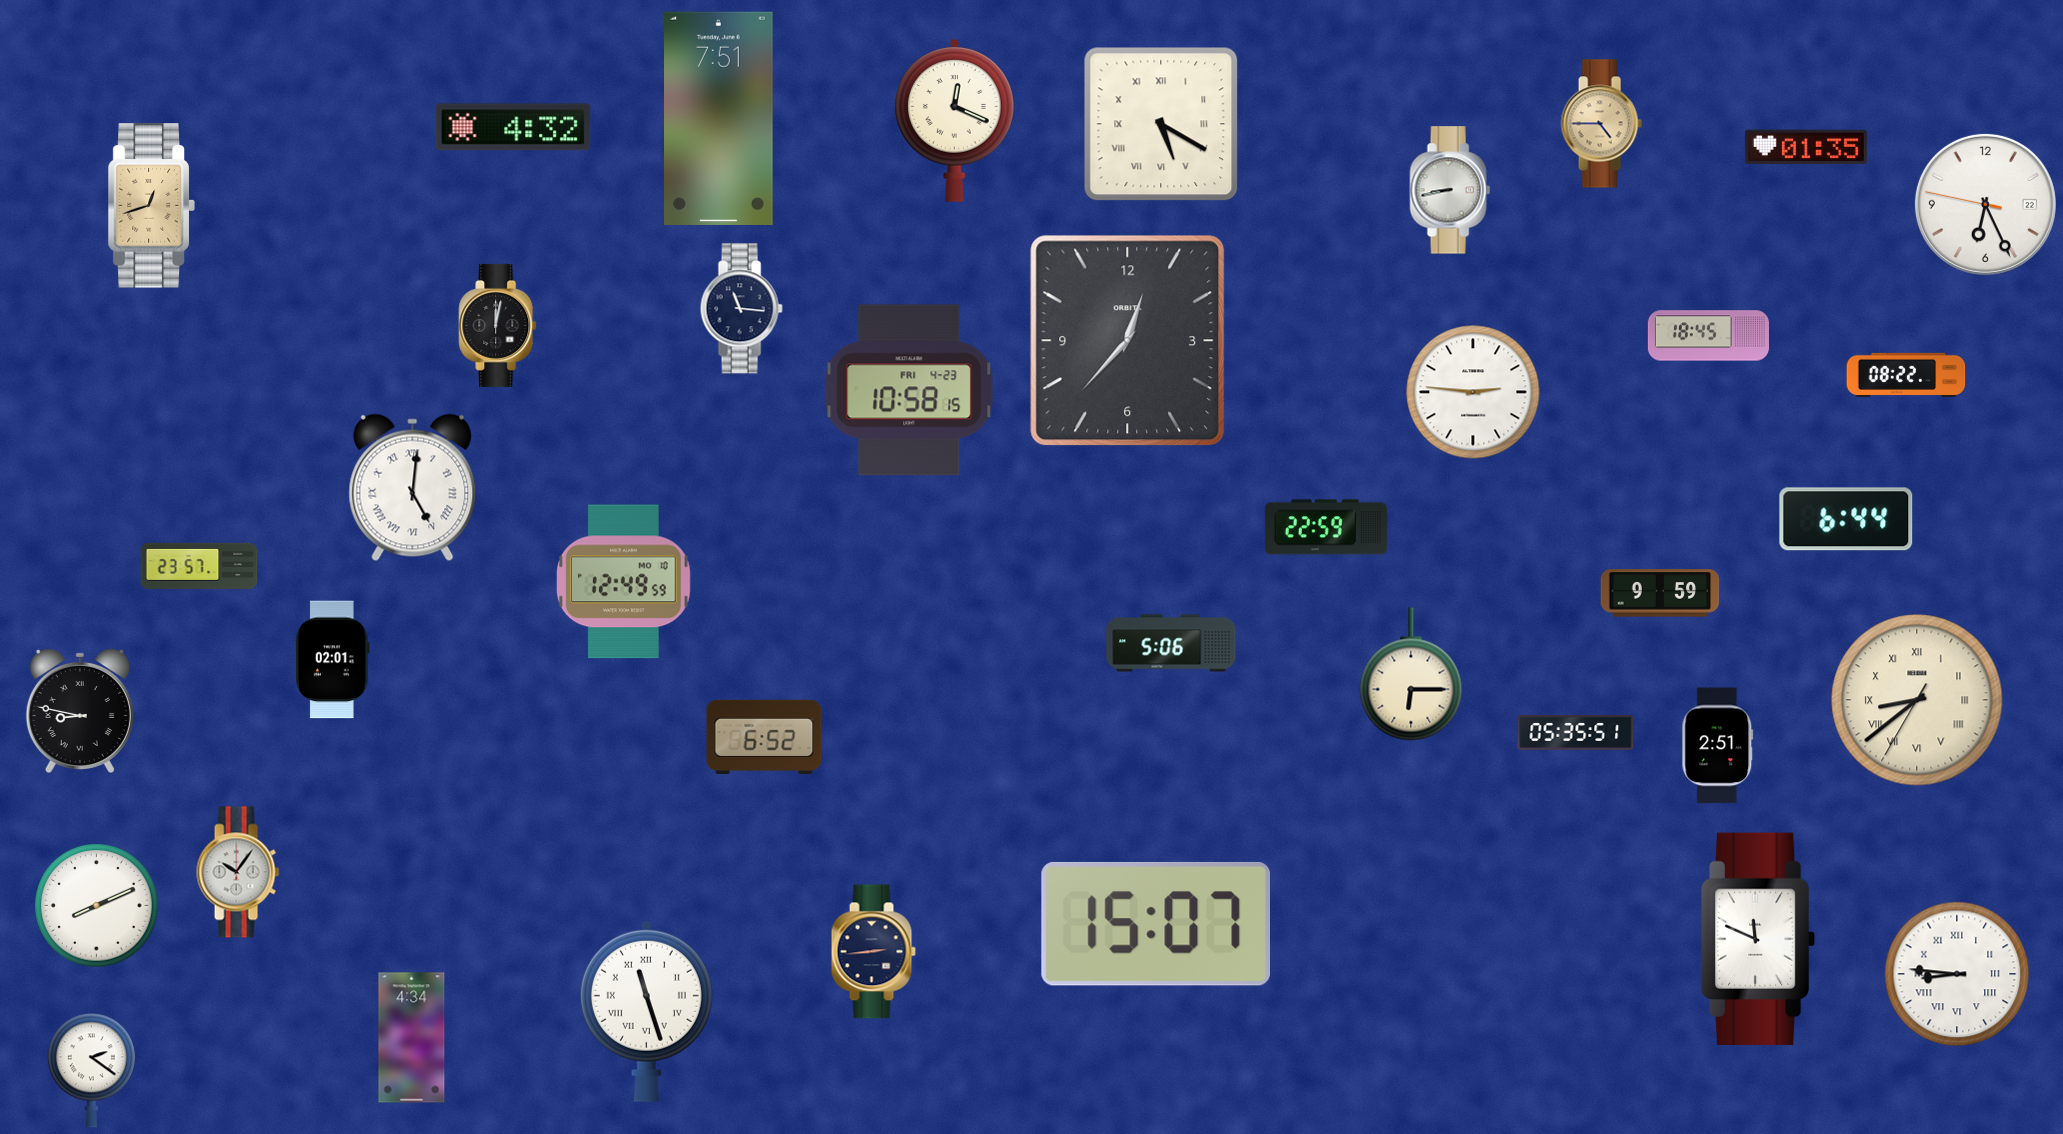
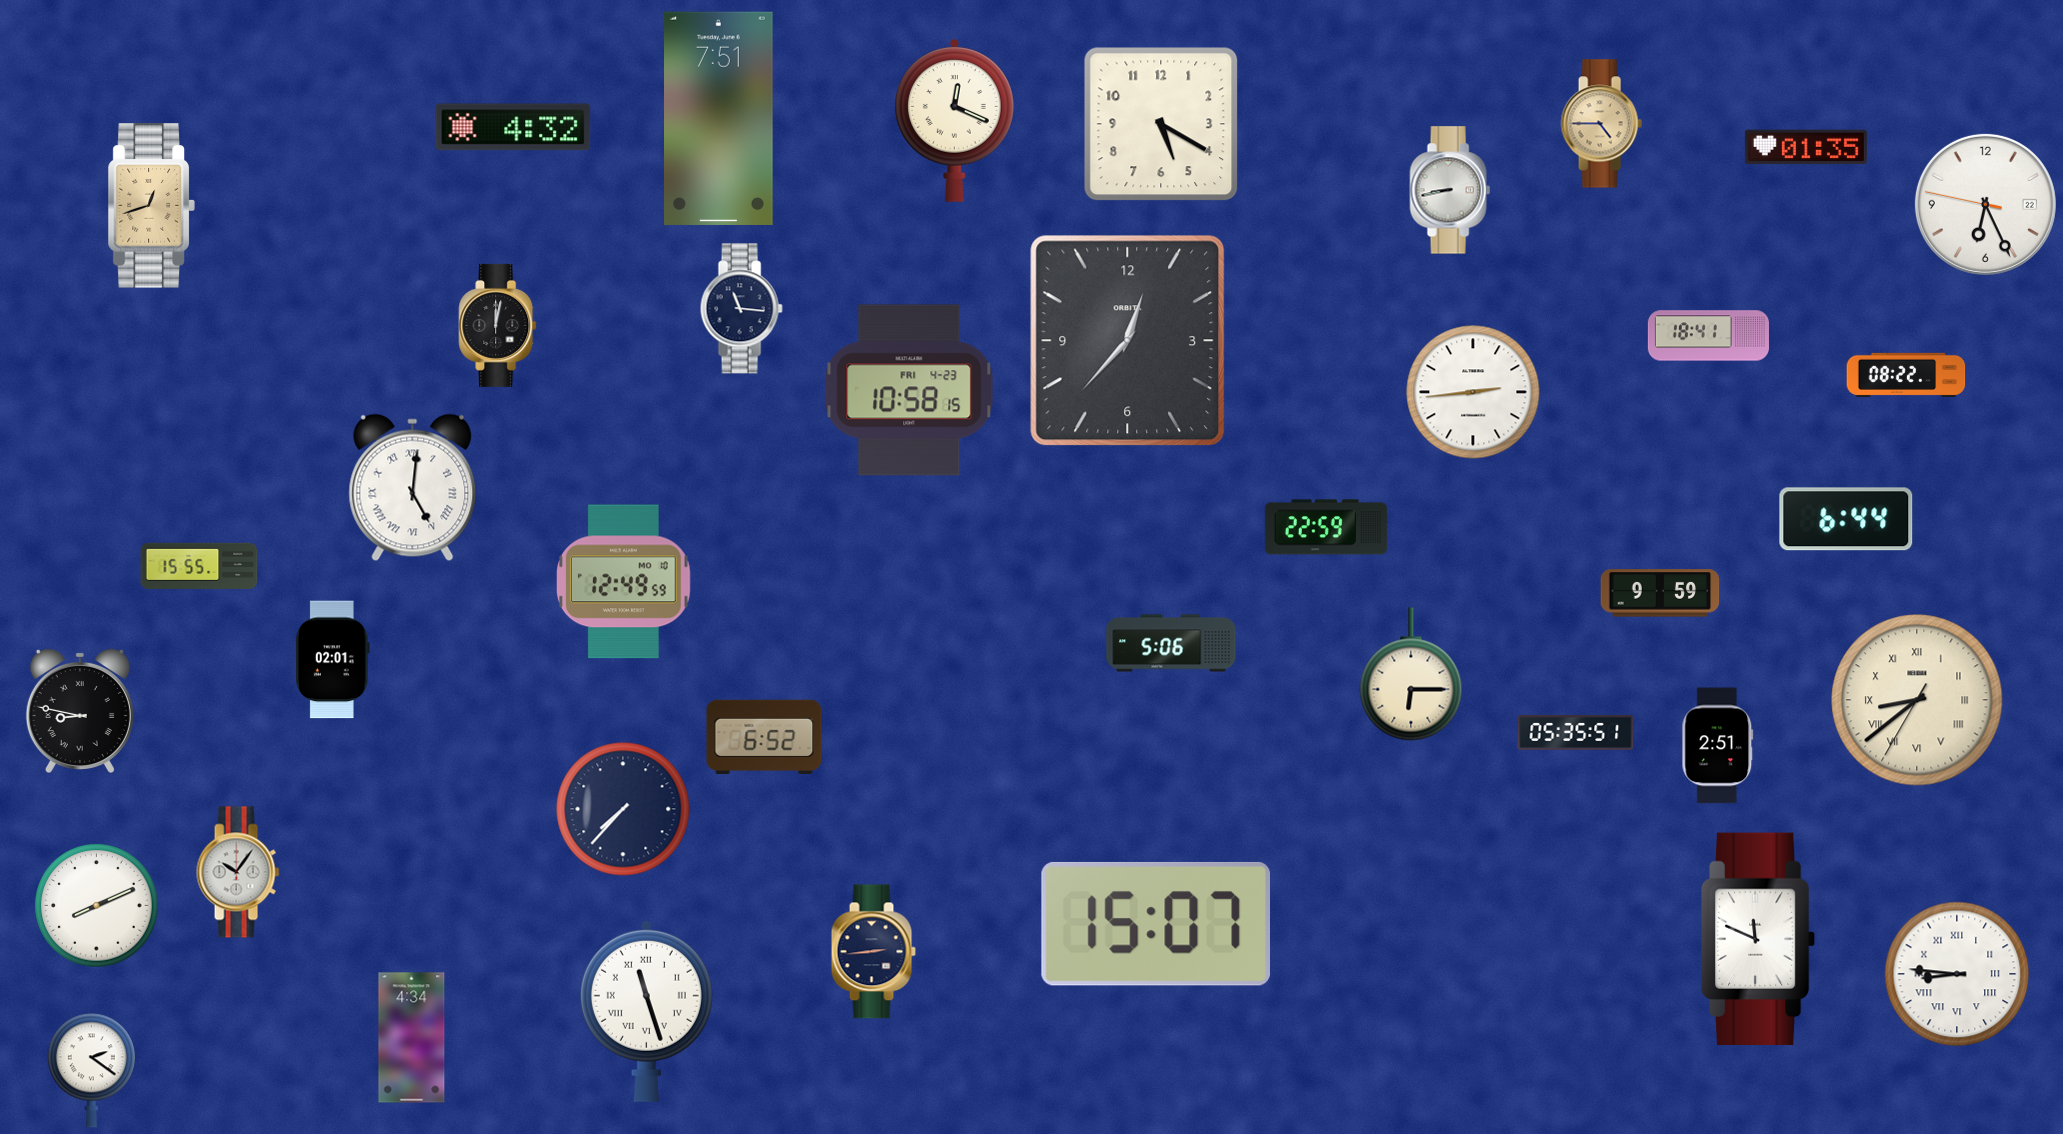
clock at (1161, 124) numerals: Roman -> Arabic
clock at (1708, 336): 18:45 -> 18:41
clock at (1473, 392): 2:46 -> 2:44
clock at (199, 565): 23:57 -> 15:55
clock at (623, 809): none -> 7:37
